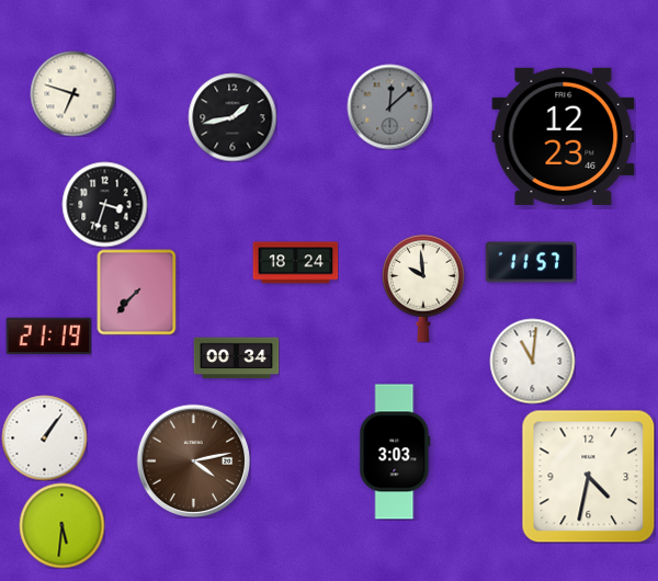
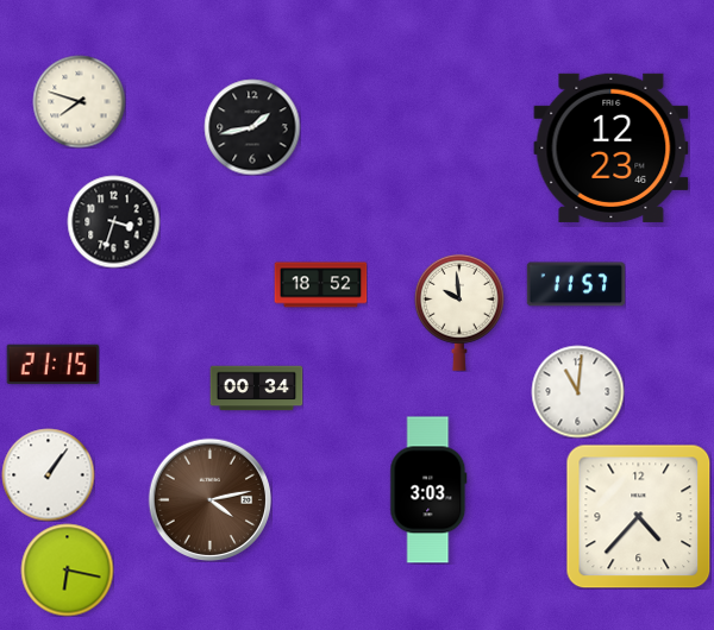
clock at (72, 93): 6:48 -> 7:48
clock at (389, 106): 12:08 -> none
clock at (295, 263): 18:24 -> 18:52
clock at (137, 292): 7:37 -> none
clock at (48, 337): 21:19 -> 21:15
clock at (588, 476): 4:32 -> 4:37
clock at (61, 525): 5:31 -> 6:17
